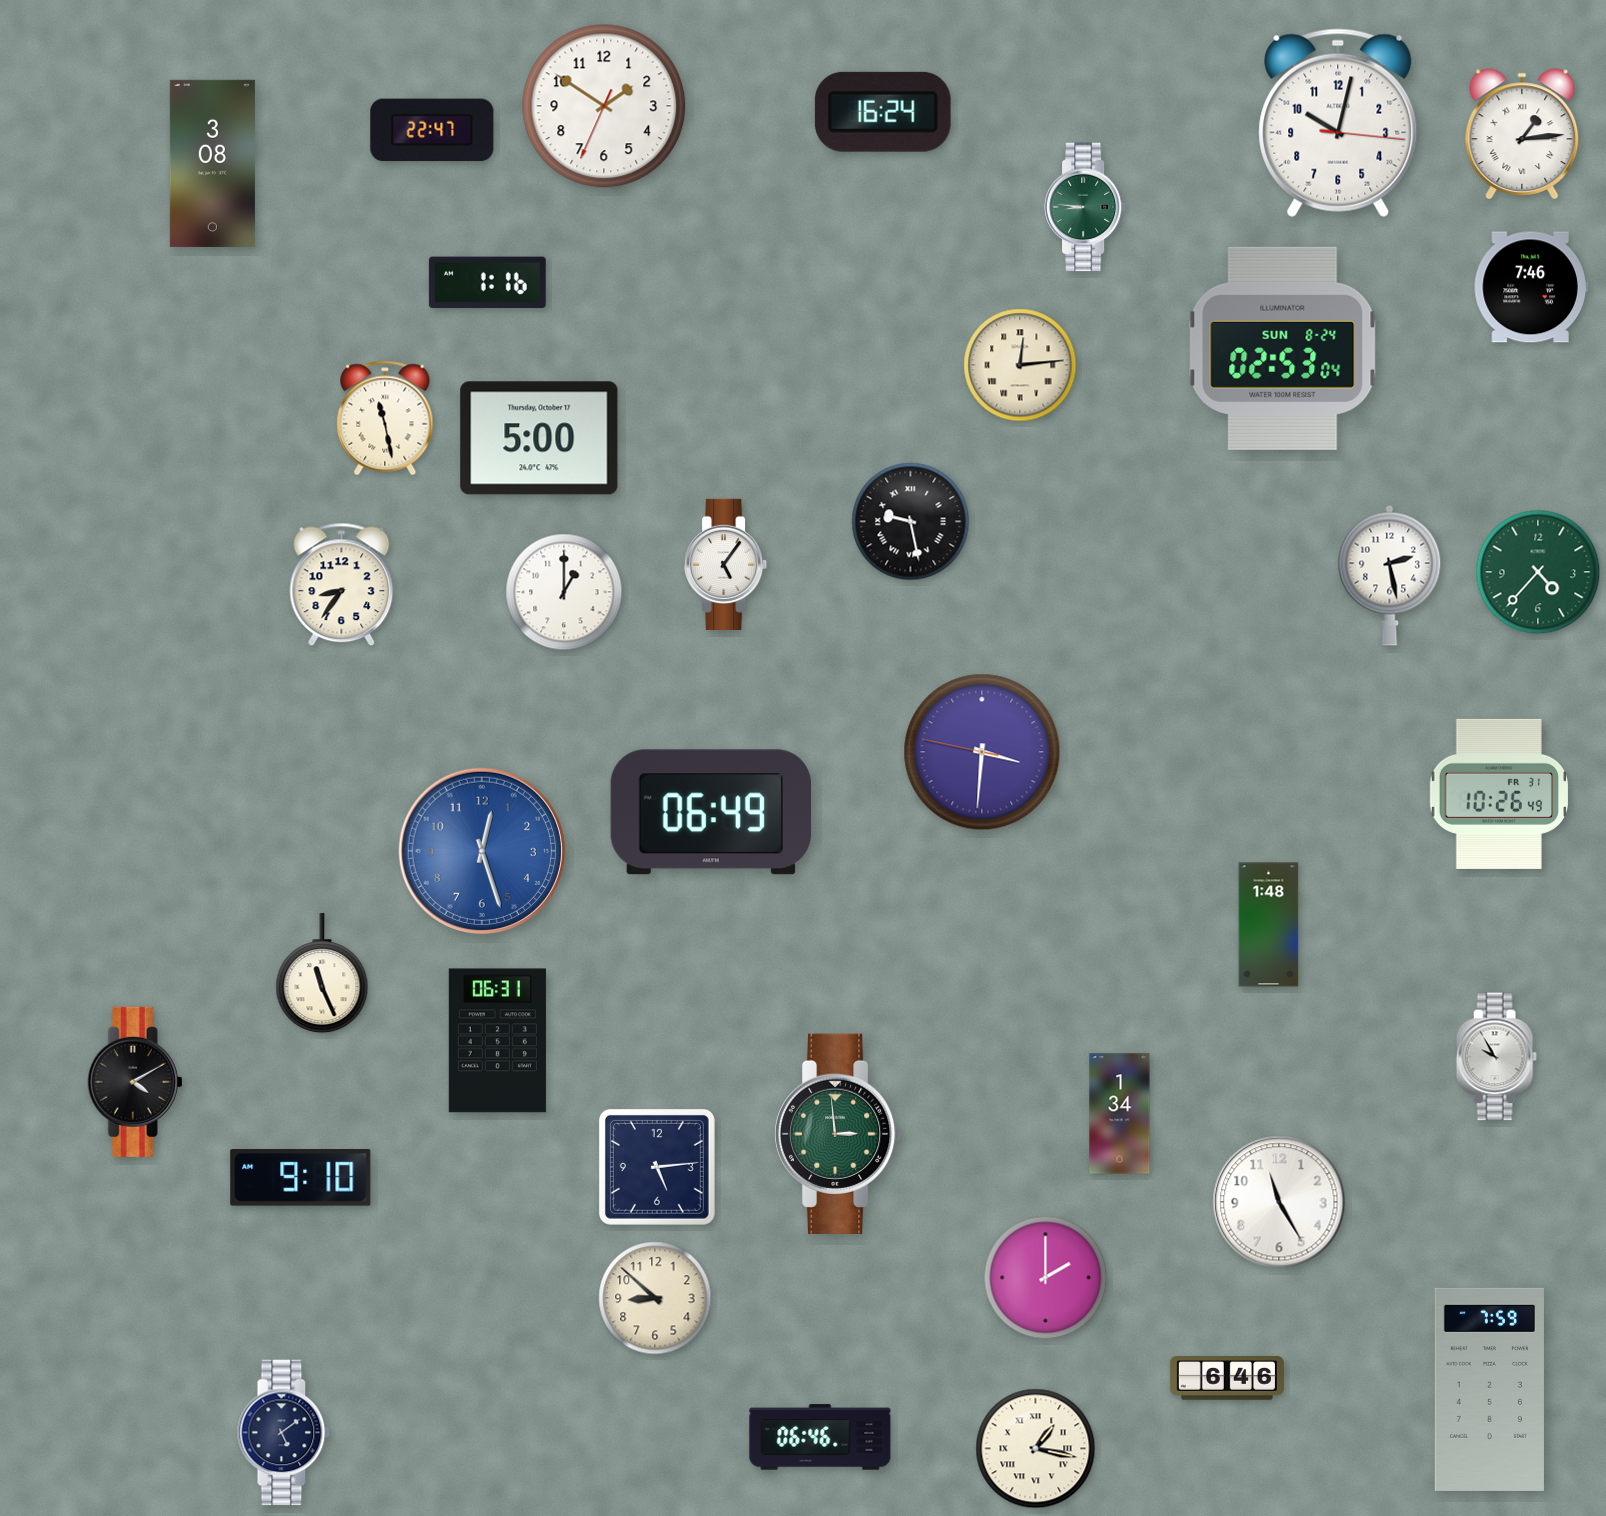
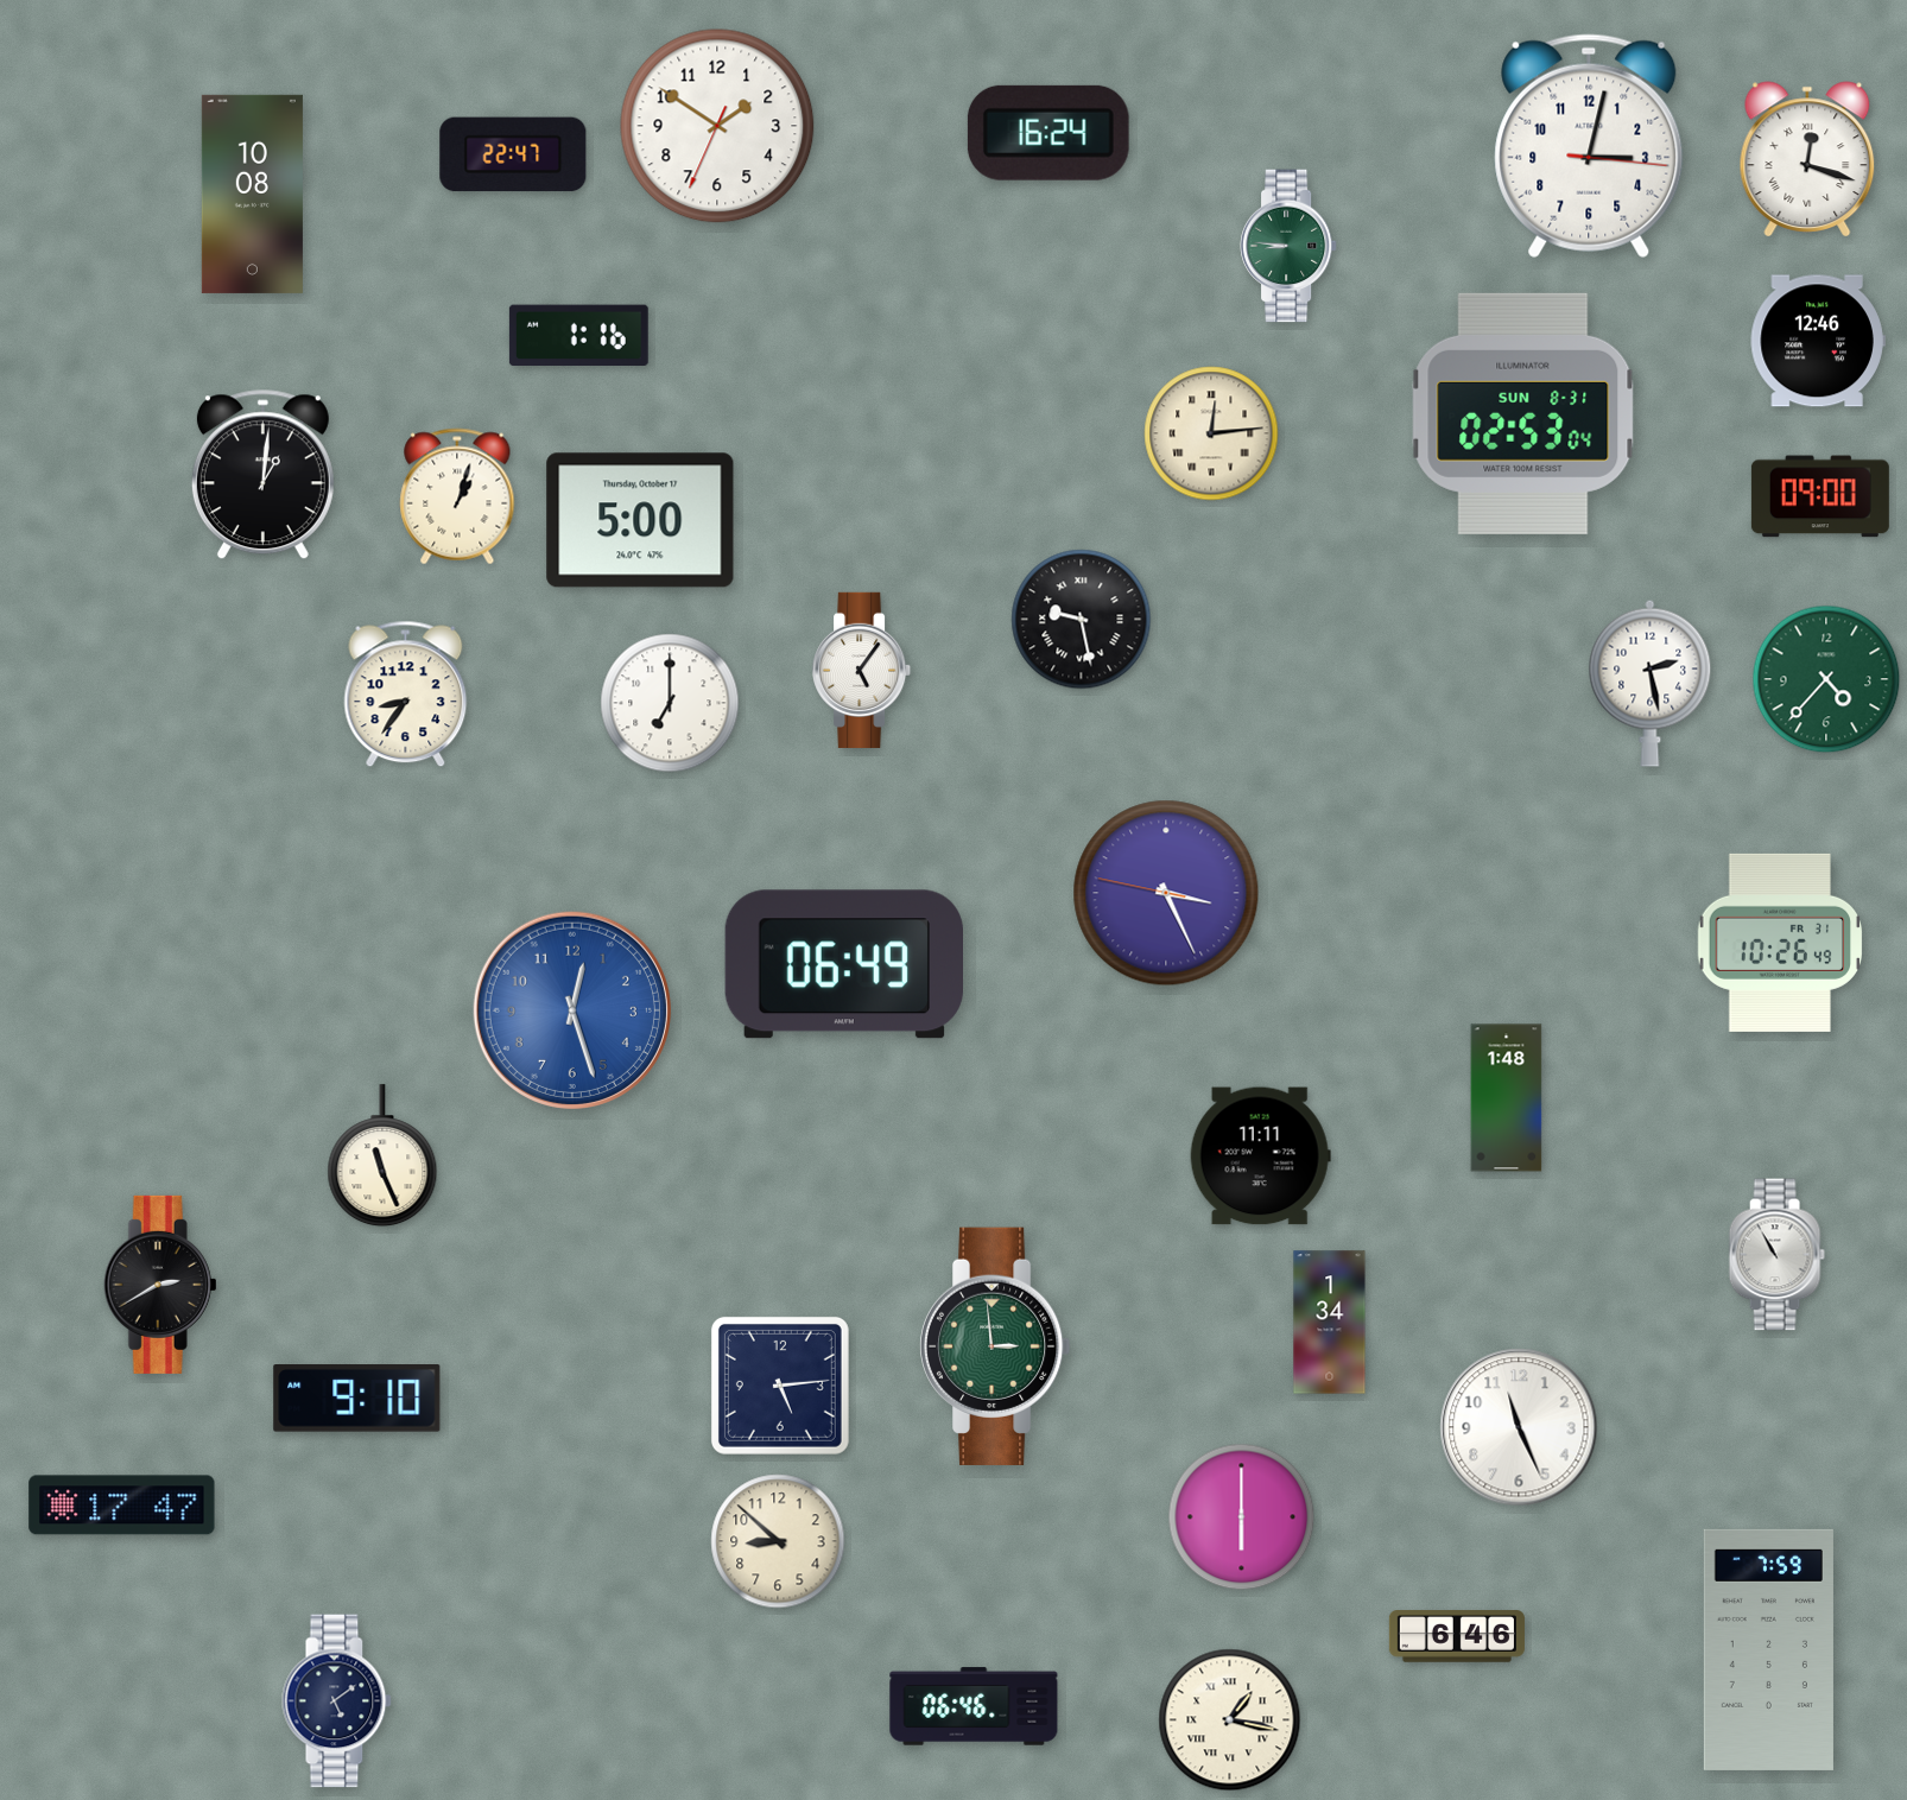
clock at (1338, 123): 10:02 -> 3:02
clock at (1522, 133): 1:14 -> 12:18
clock at (212, 163): 3:08 -> 10:08
clock at (1531, 287): 7:46 -> 12:46
clock at (1283, 348) date: SUN 8-24 -> SUN 8-31
clock at (262, 475): none -> 1:01
clock at (385, 418): 11:28 -> 1:03
clock at (1820, 496): none -> 09:00
clock at (564, 592): 1:00 -> 7:00
clock at (982, 752): 3:30 -> 3:25
clock at (1260, 1156): none -> 11:11
clock at (497, 1041): 06:31 -> none
clock at (1496, 1057): 9:55 -> 10:55
clock at (135, 1082): 4:10 -> 2:40
clock at (1279, 1202): 11:25 -> 11:26
clock at (122, 1506): none -> 17:47
clock at (1046, 1278): 2:00 -> 6:00
